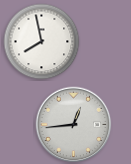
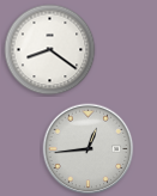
clock at (42, 42): 7:58 -> 8:21
